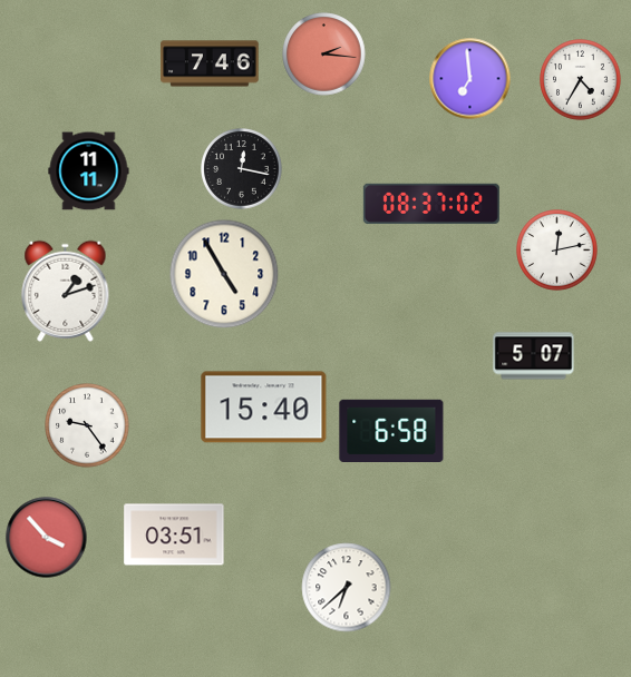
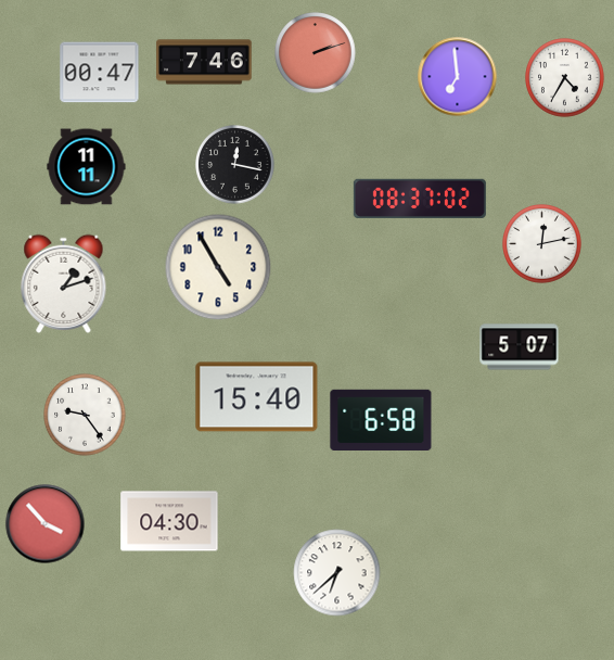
clock at (324, 55): 2:16 -> 2:12
clock at (100, 73): none -> 00:47
clock at (174, 534): 03:51 -> 04:30
